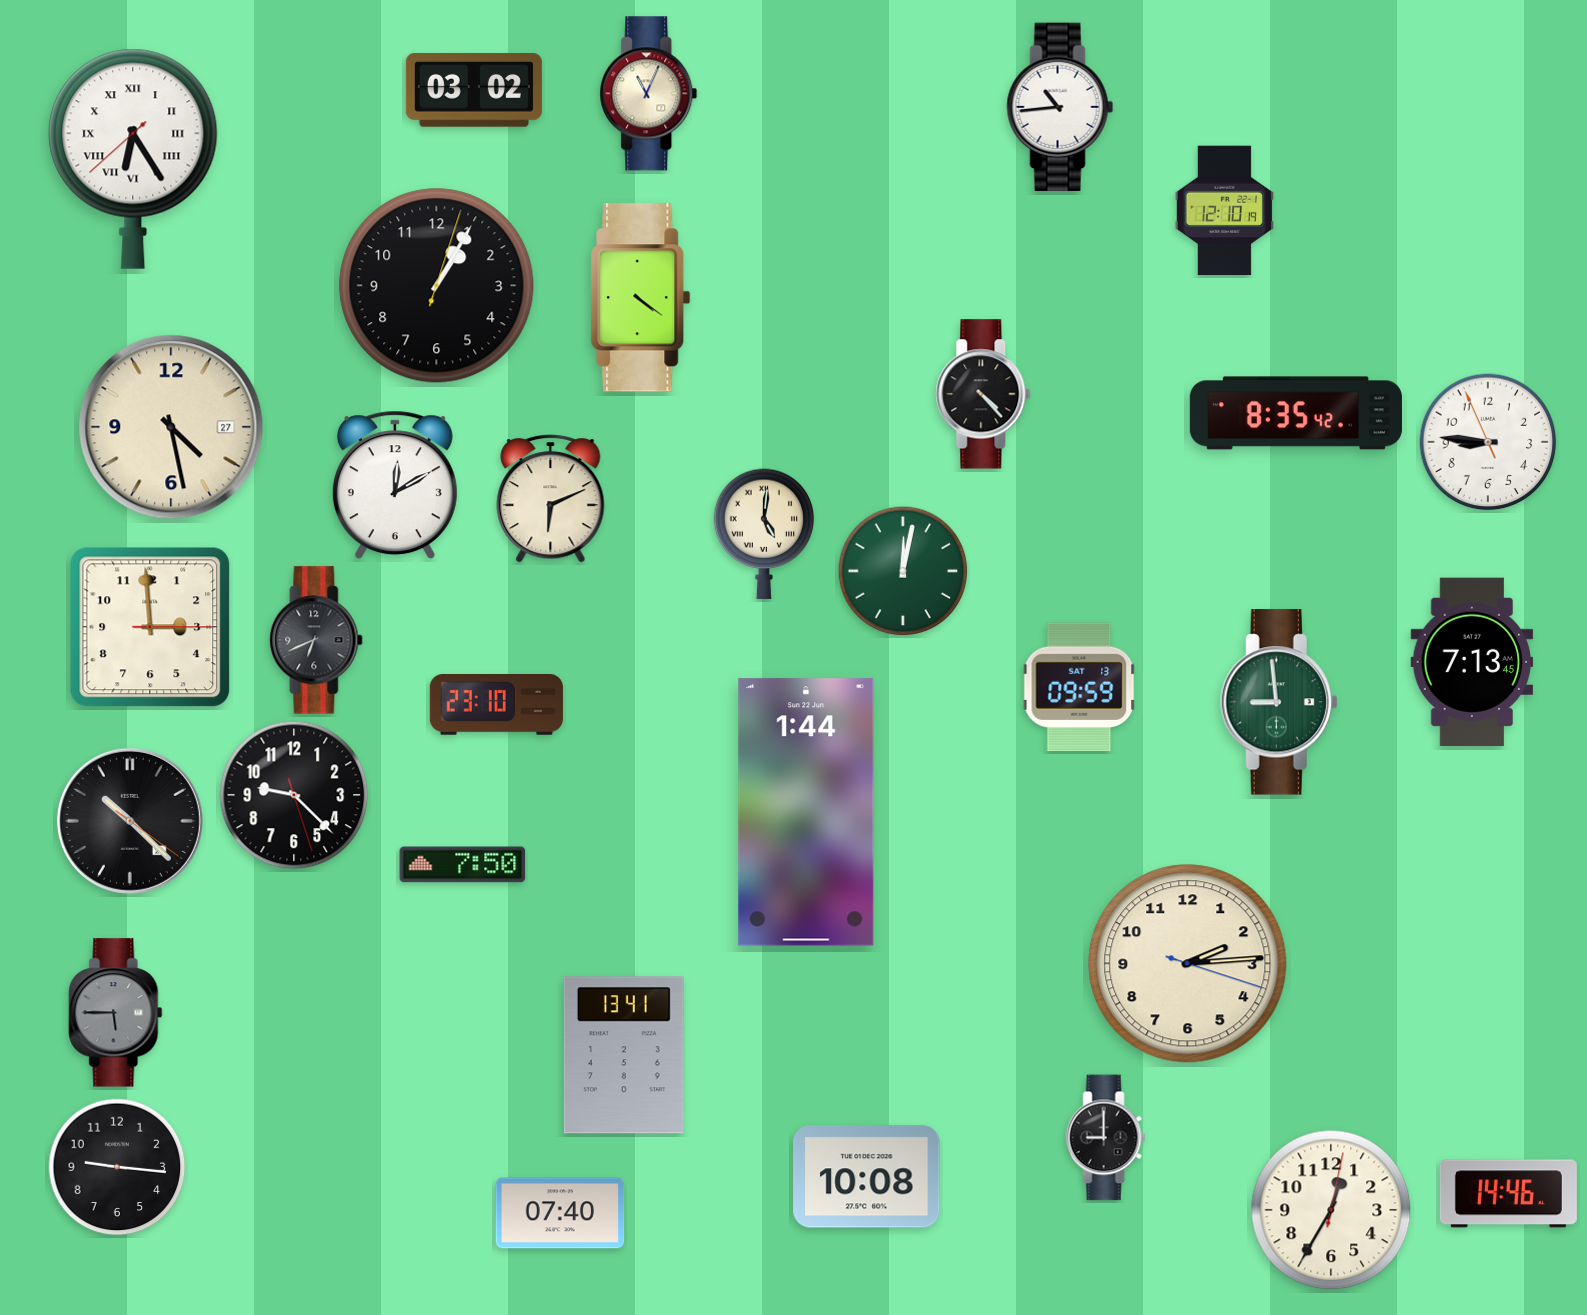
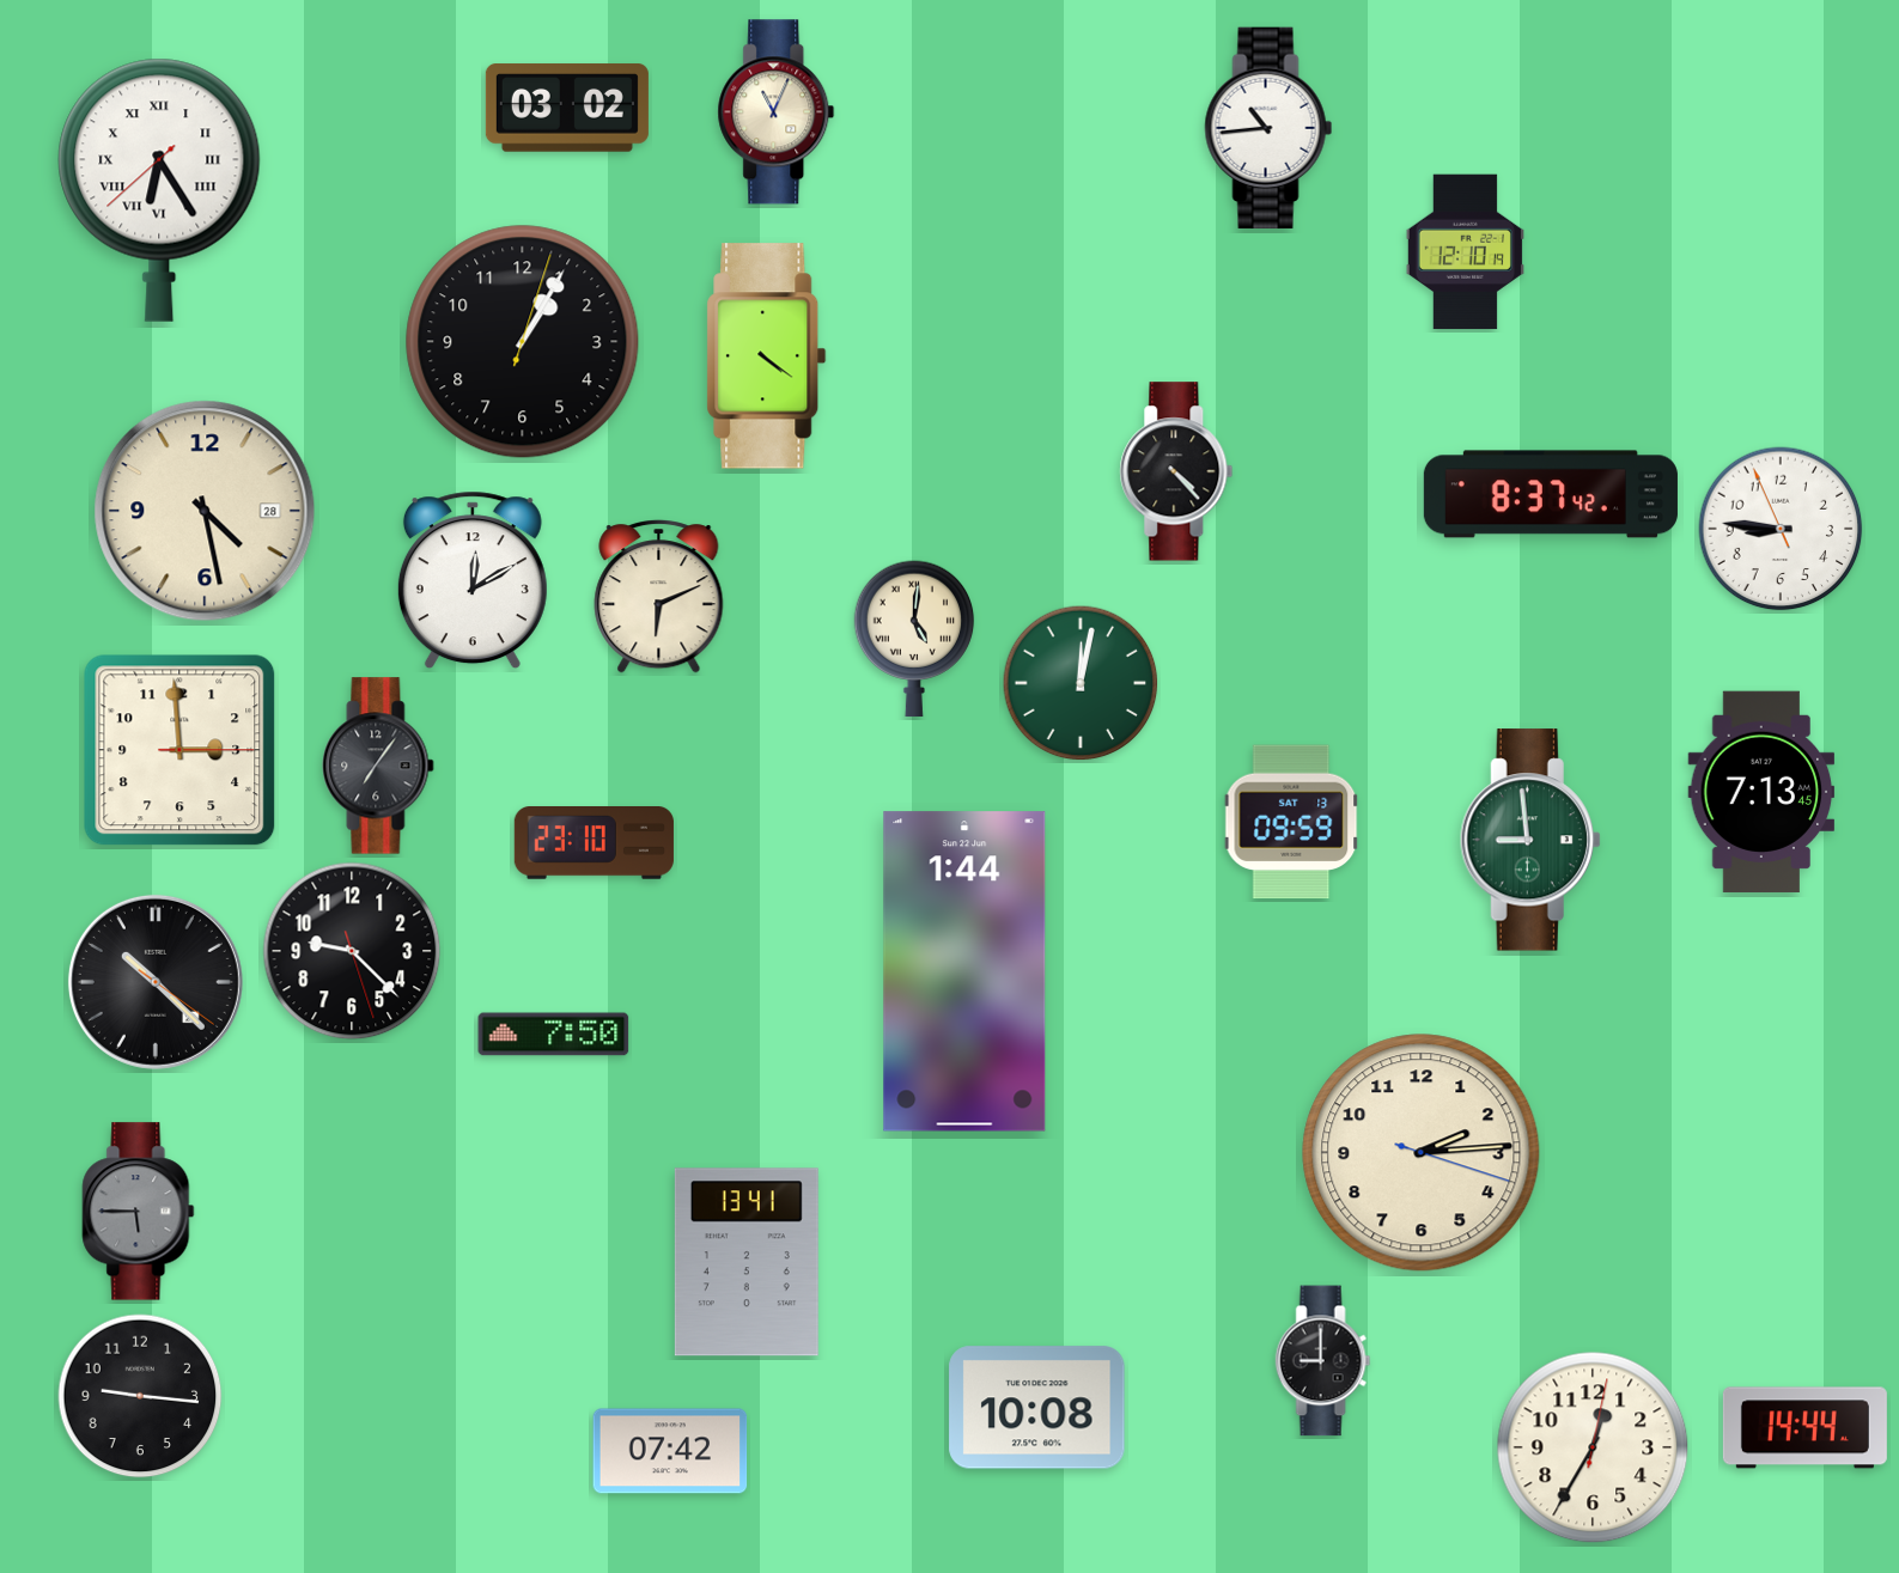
clock at (1296, 413): 8:35 -> 8:37
clock at (171, 427) date: 27 -> 28
clock at (316, 640): 6:41 -> 7:06
clock at (1508, 1194): 14:46 -> 14:44
clock at (560, 1213): 07:40 -> 07:42
